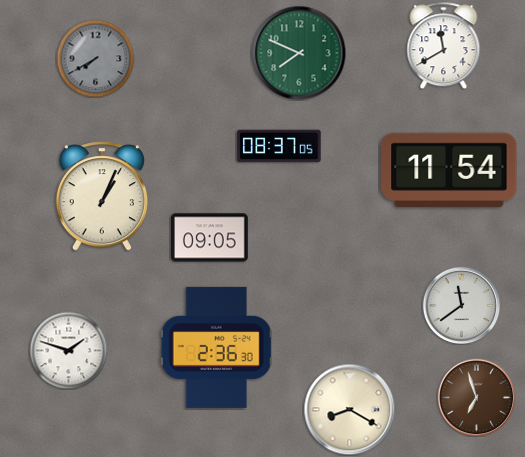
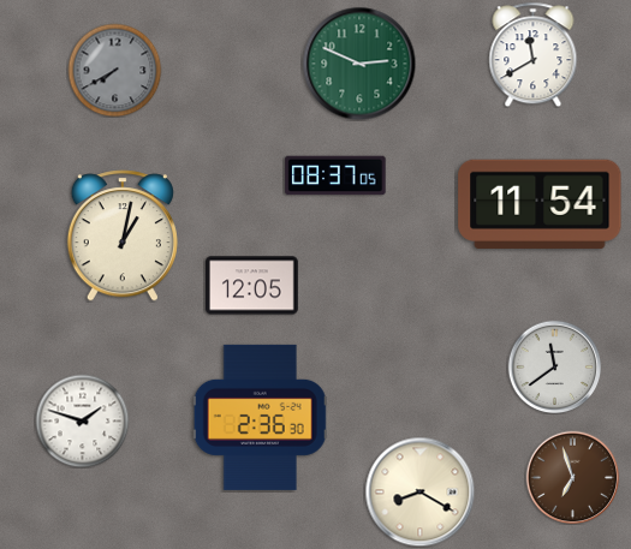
clock at (299, 53): 7:49 -> 2:49
clock at (102, 196): 1:04 -> 1:02
clock at (210, 238): 09:05 -> 12:05
